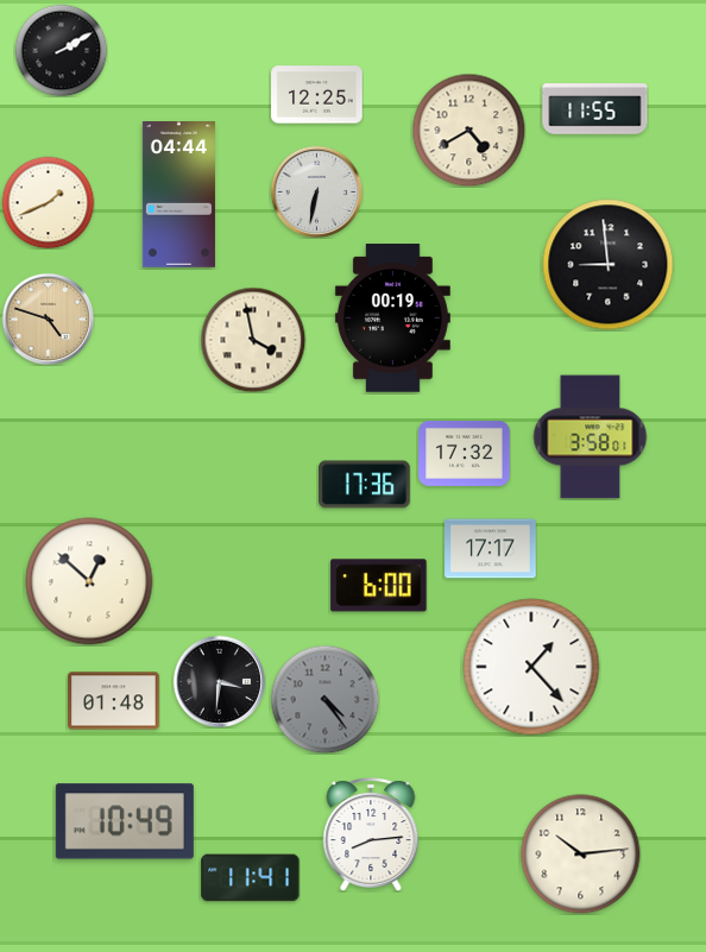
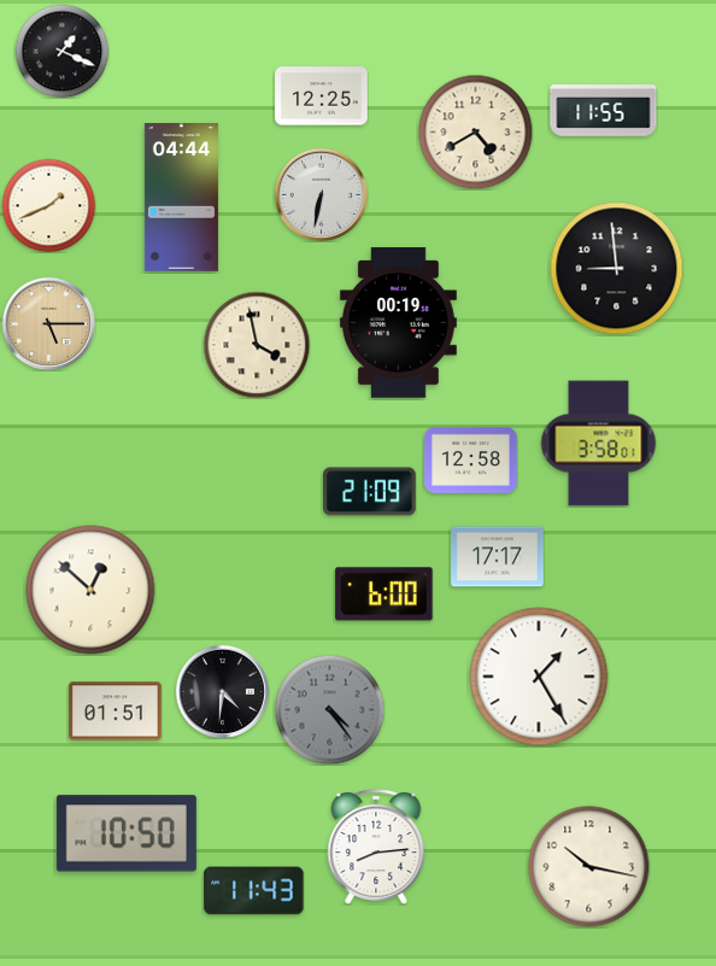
clock at (61, 50): 2:10 -> 1:19
clock at (48, 319): 4:48 -> 5:15
clock at (465, 453): 17:32 -> 12:58
clock at (365, 485): 17:36 -> 21:09
clock at (531, 667): 1:23 -> 1:25
clock at (219, 681): 3:31 -> 4:31
clock at (114, 701): 01:48 -> 01:51
clock at (125, 821): 10:49 -> 10:50
clock at (581, 855): 10:14 -> 10:17
clock at (251, 878): 11:41 -> 11:43
